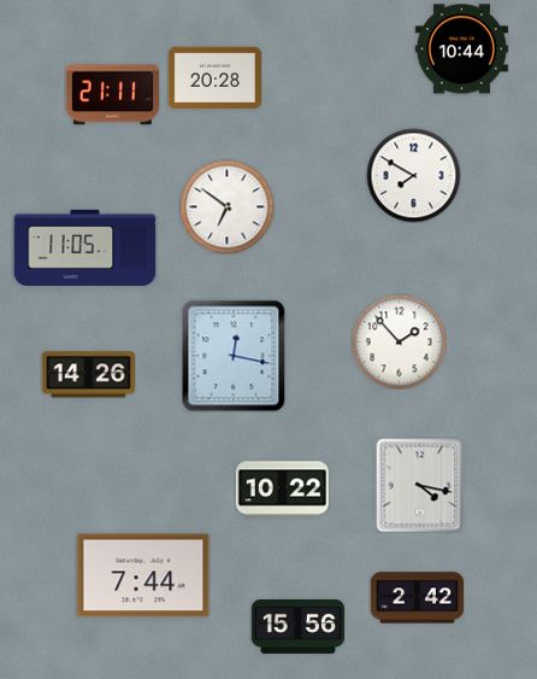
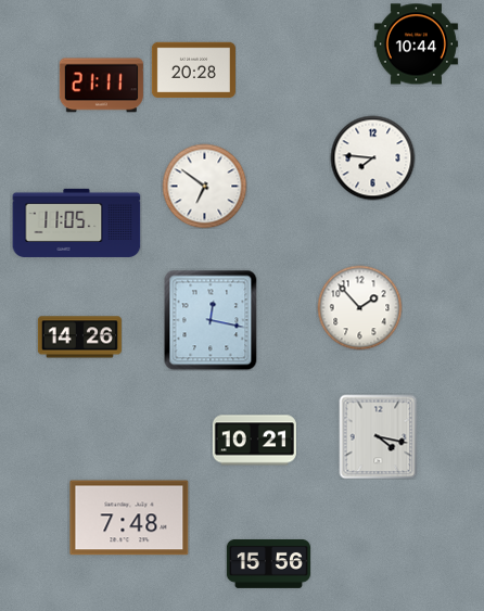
clock at (413, 175): 7:50 -> 7:46
clock at (282, 490): 10:22 -> 10:21
clock at (143, 575): 7:44 -> 7:48
clock at (417, 598): 2:42 -> none
